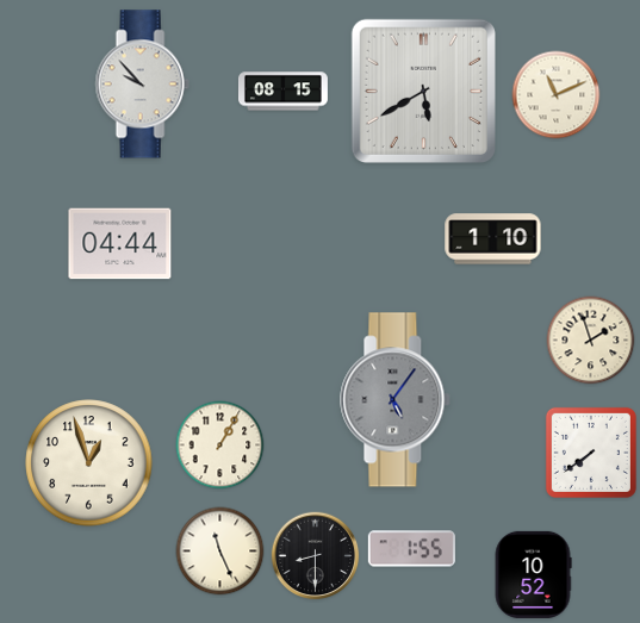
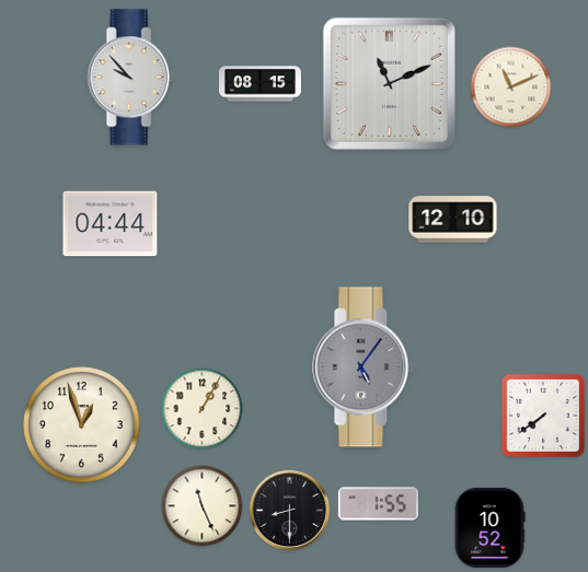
clock at (423, 91): 5:40 -> 11:11
clock at (493, 239): 1:10 -> 12:10
clock at (591, 341): 1:57 -> none
